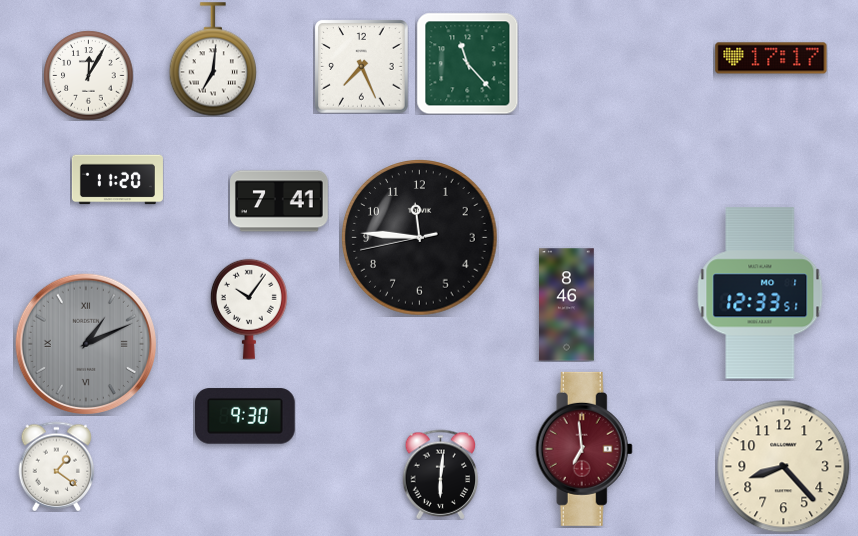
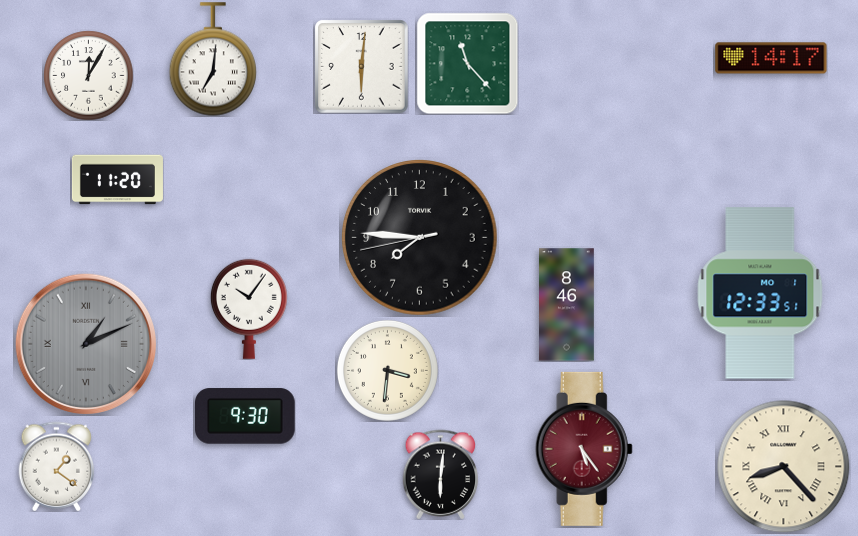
clock at (771, 58): 17:17 -> 14:17
clock at (361, 66): 7:26 -> 6:01
clock at (280, 201): 7:41 -> none
clock at (420, 238): 11:45 -> 7:45
clock at (387, 370): none -> 3:31
clock at (584, 449): 6:59 -> 5:24
clock at (784, 467) numerals: Arabic -> Roman
